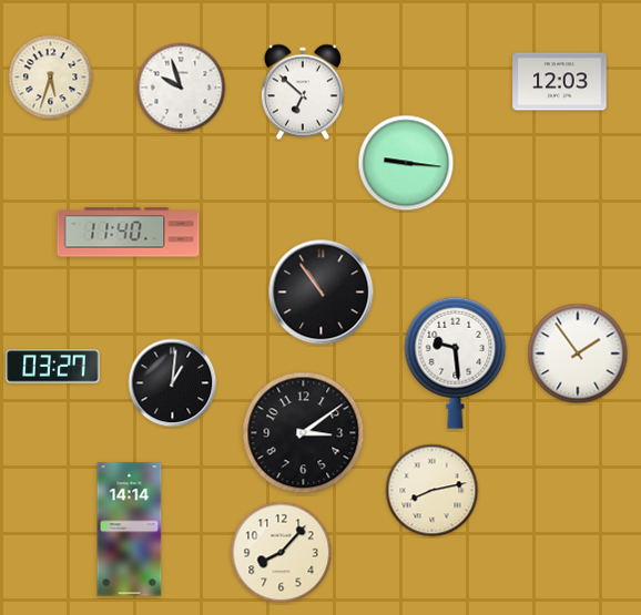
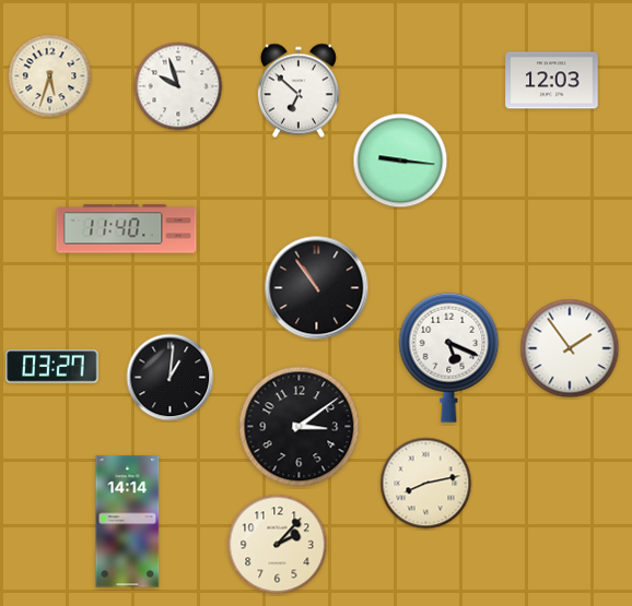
clock at (456, 362): 9:29 -> 5:19
clock at (53, 367) position: (53, 367) -> (52, 367)
clock at (282, 553): 8:07 -> 2:07
